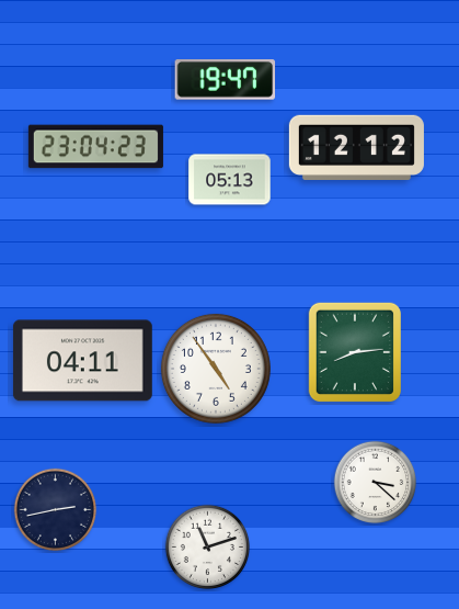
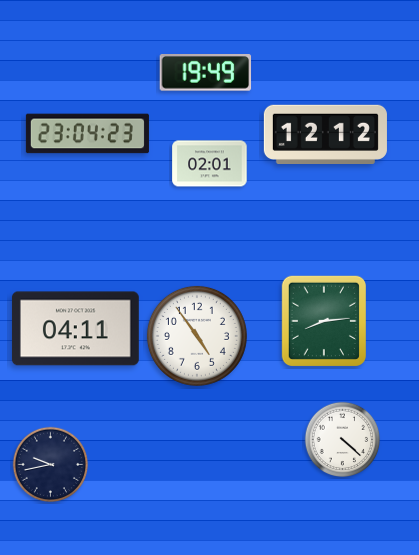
clock at (226, 80): 19:47 -> 19:49
clock at (230, 180): 05:13 -> 02:01
clock at (376, 483): 3:22 -> 4:22
clock at (56, 510): 2:43 -> 9:43
clock at (208, 548): 11:12 -> none
